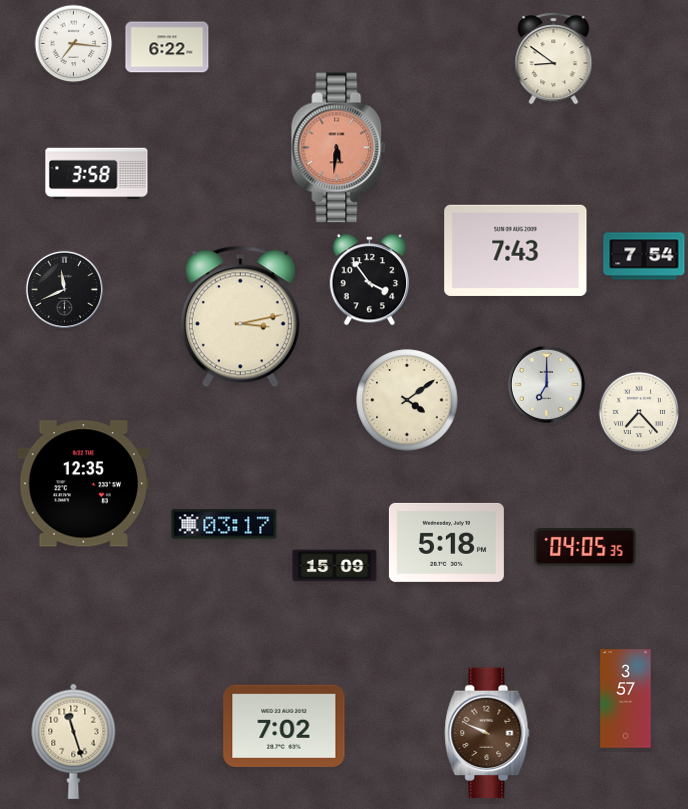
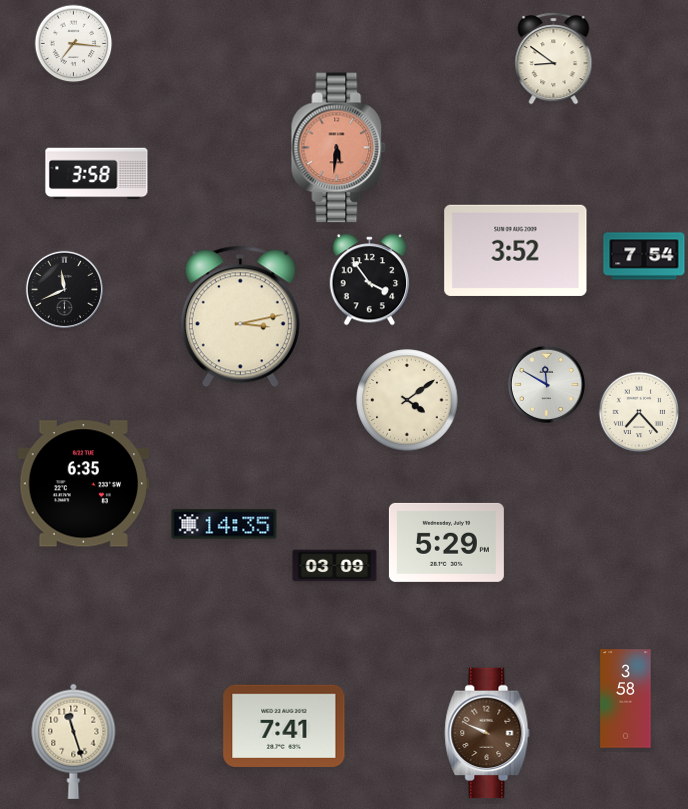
clock at (167, 47): 6:22 -> none
clock at (516, 250): 7:43 -> 3:52
clock at (546, 384): 7:00 -> 11:50
clock at (84, 484): 12:35 -> 6:35
clock at (224, 524): 03:17 -> 14:35
clock at (446, 542): 5:18 -> 5:29
clock at (585, 547): 04:05 -> none
clock at (335, 566): 15:09 -> 03:09
clock at (626, 699): 3:57 -> 3:58
clock at (284, 726): 7:02 -> 7:41
